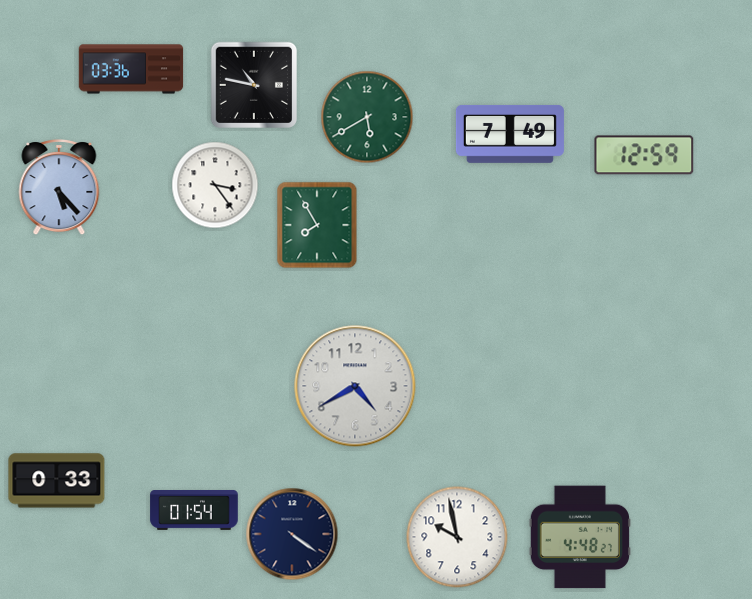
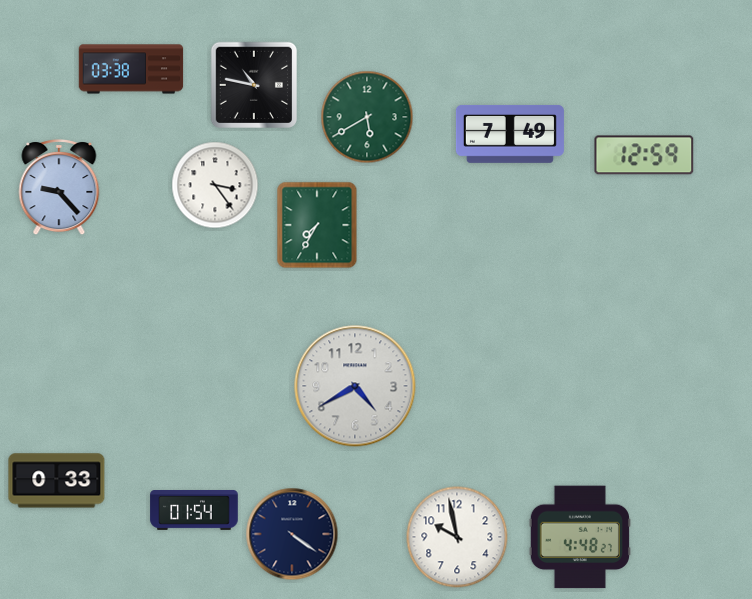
clock at (131, 69): 03:36 -> 03:38
clock at (59, 187): 5:23 -> 9:23
clock at (317, 225): 7:55 -> 7:35
